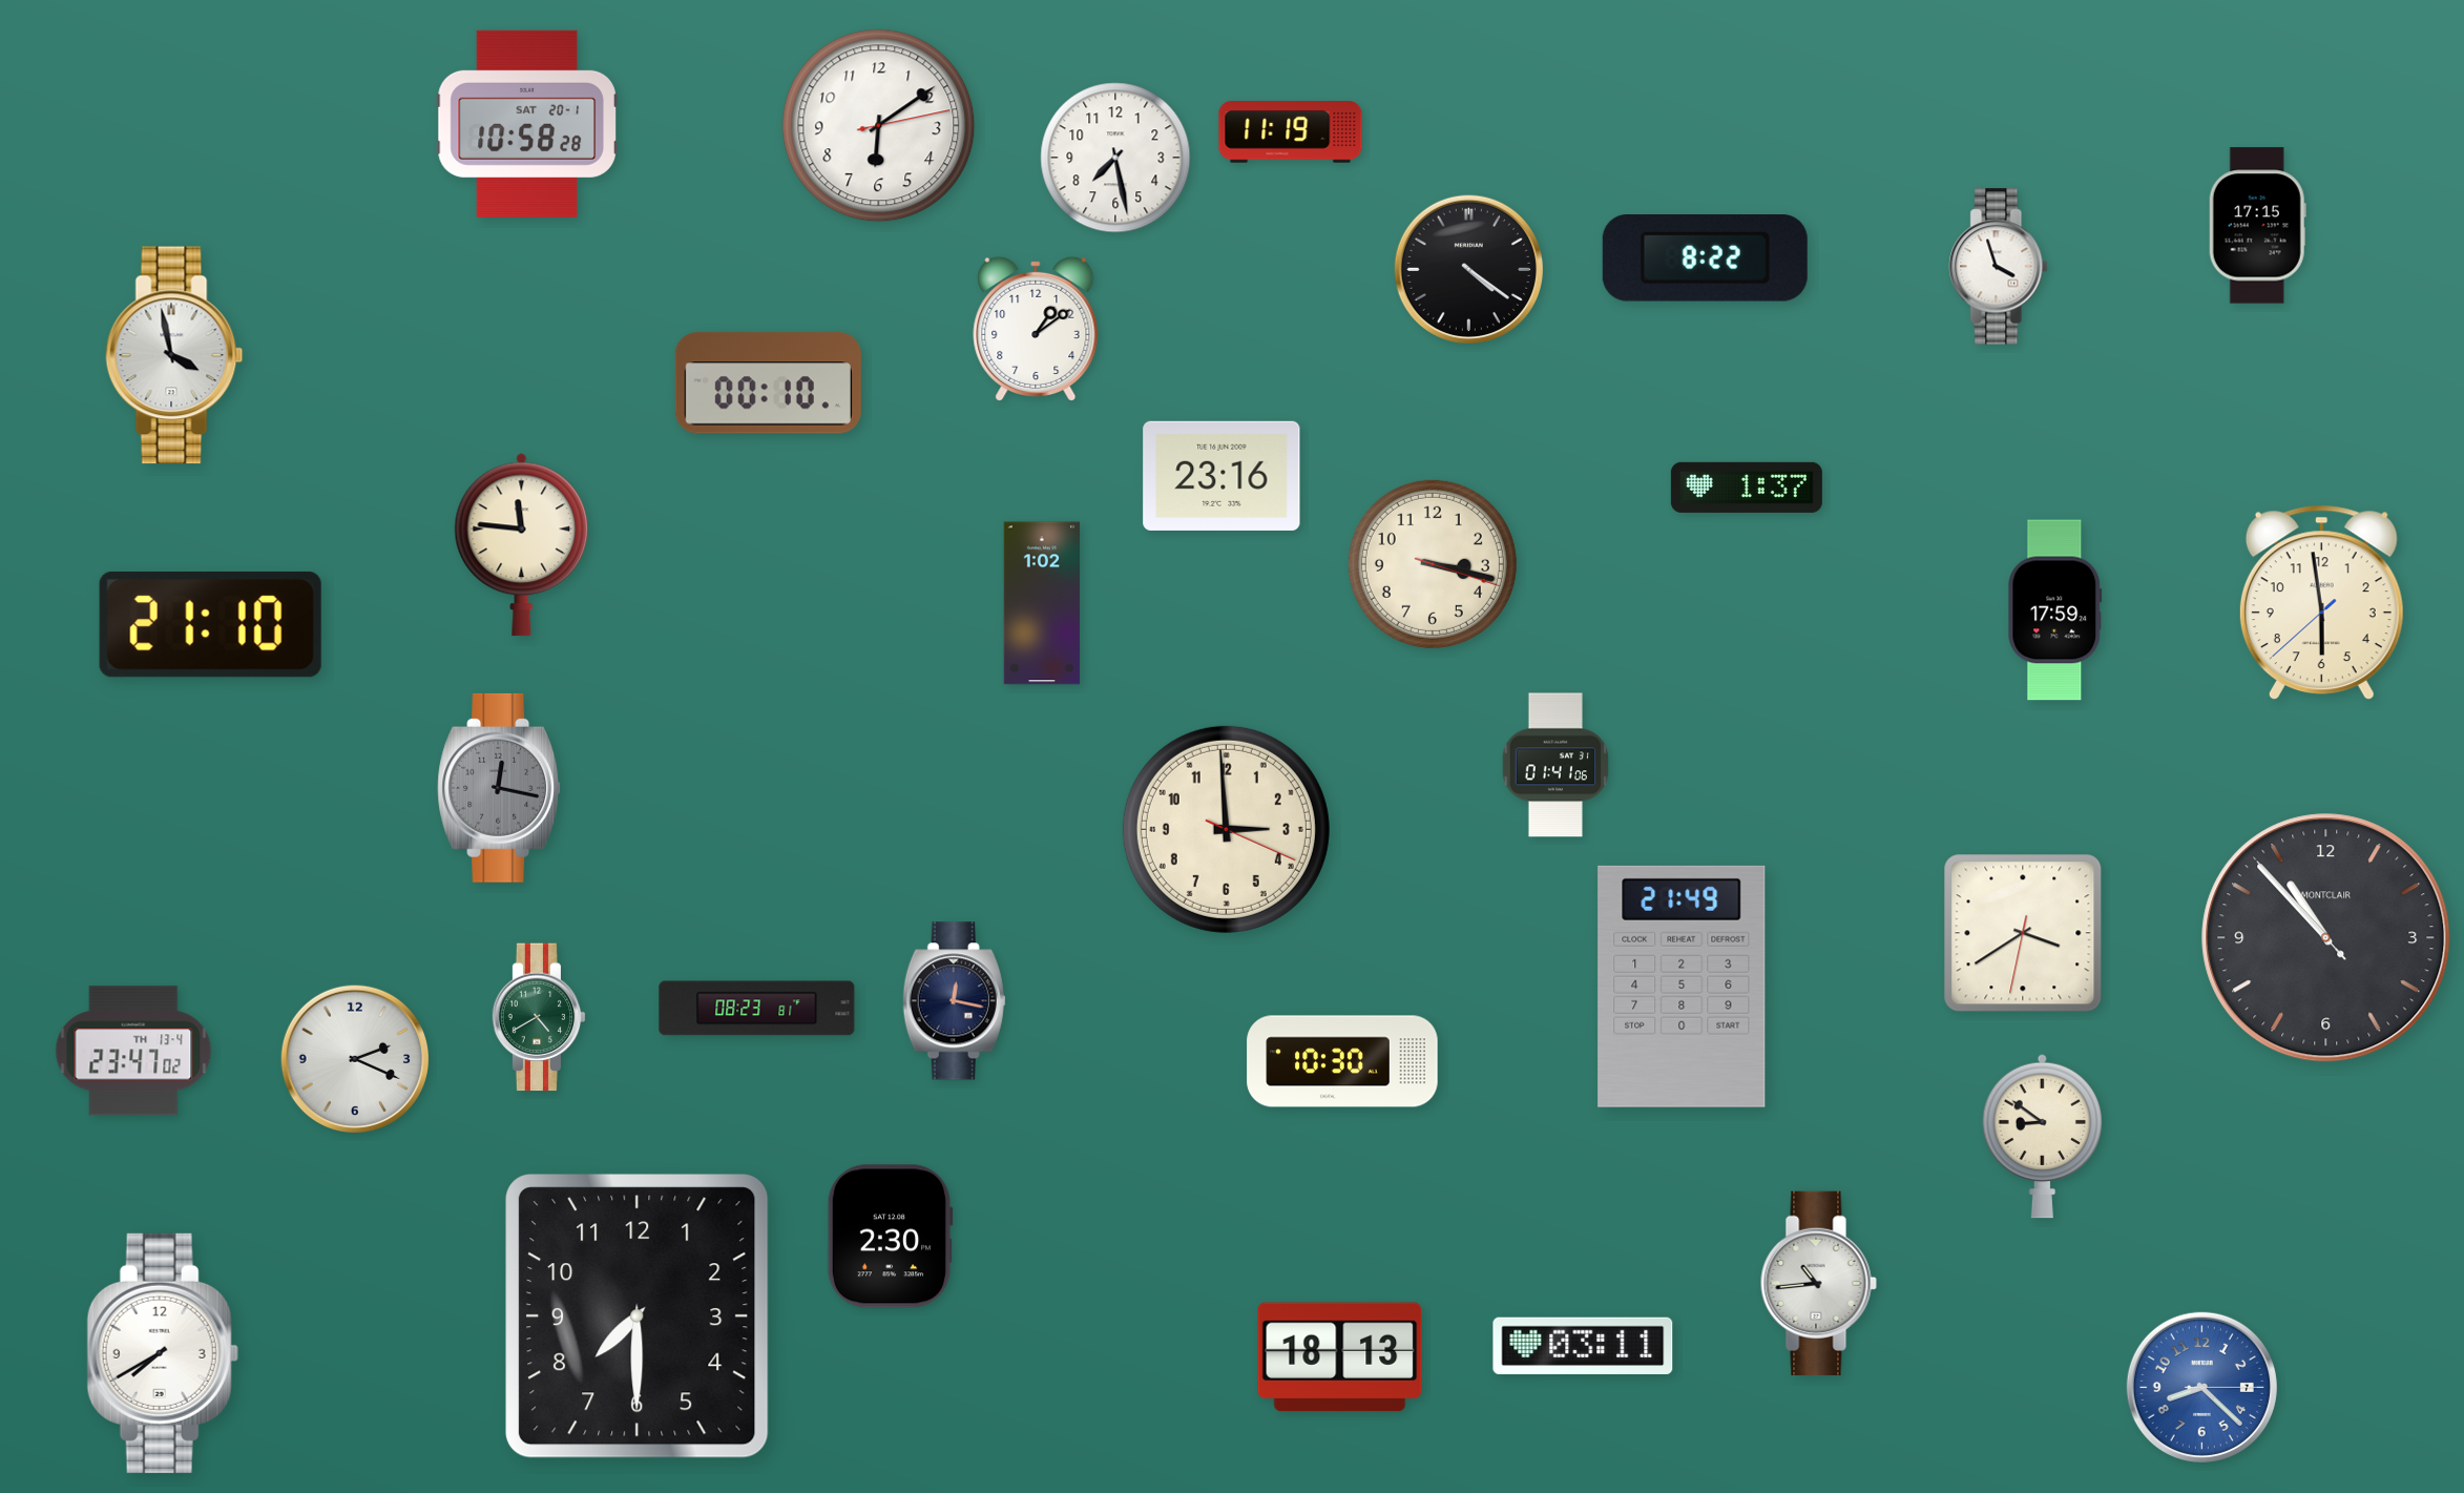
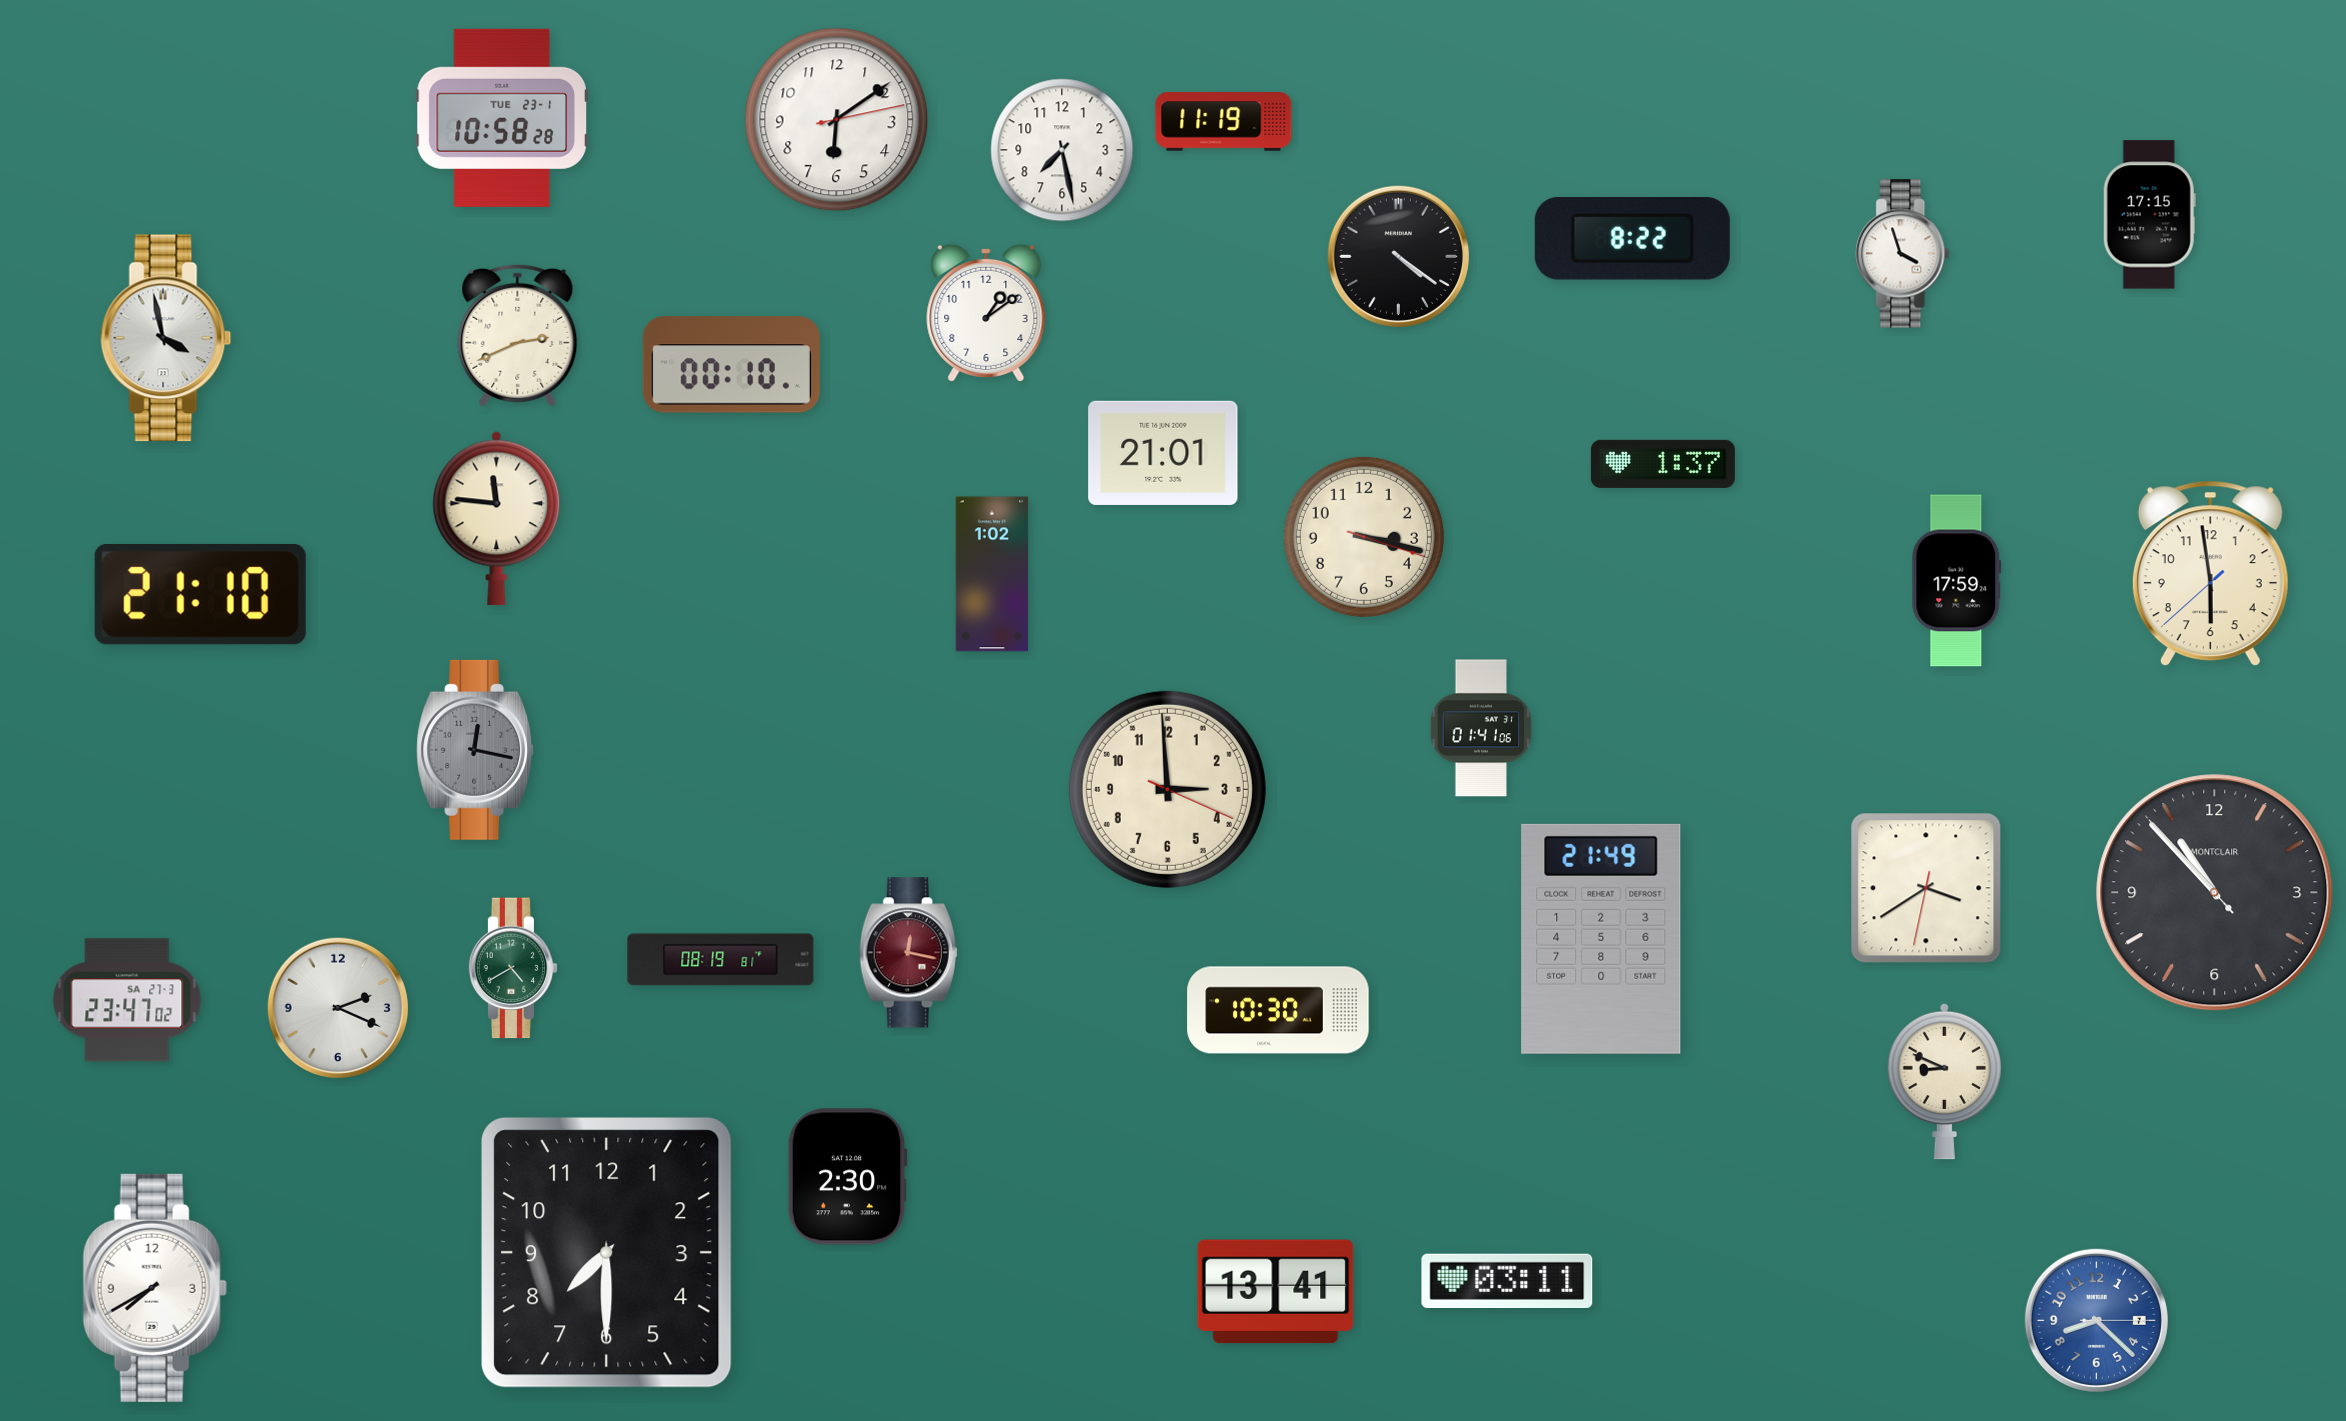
clock at (527, 124) date: SAT 20-1 -> TUE 23-1
clock at (1291, 132) position: (1291, 132) -> (1224, 122)
clock at (1705, 258) position: (1705, 258) -> (1632, 239)
clock at (518, 335): none -> 2:41
clock at (1221, 476): 23:16 -> 21:01
clock at (954, 1001) dial: navy -> burgundy
clock at (757, 1009): 08:23 -> 08:19
clock at (133, 1051) date: TH 13-4 -> SA 27-3
clock at (2043, 1136): 8:51 -> 8:49
clock at (1818, 1283): 10:44 -> none
clock at (1340, 1357): 18:13 -> 13:41
